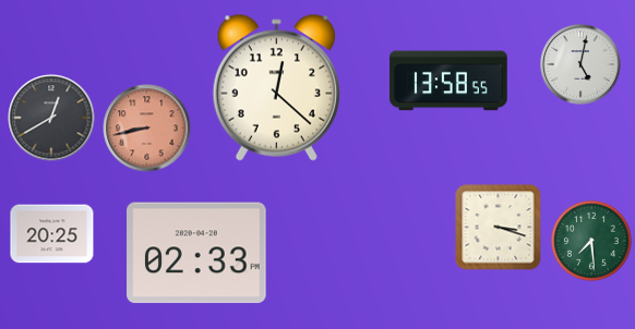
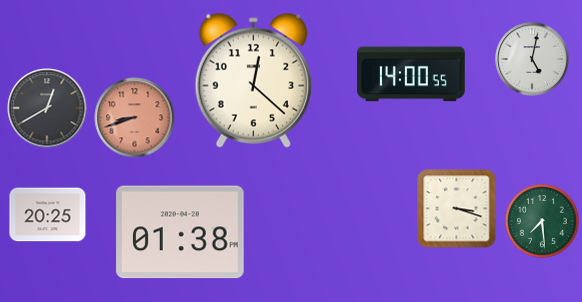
clock at (448, 81): 13:58 -> 14:00
clock at (147, 129): 8:43 -> 8:42
clock at (196, 253): 02:33 -> 01:38
